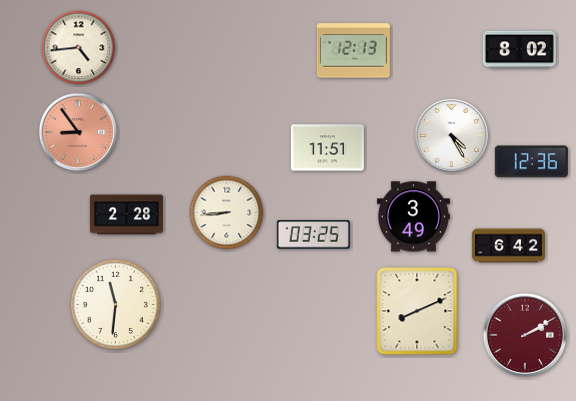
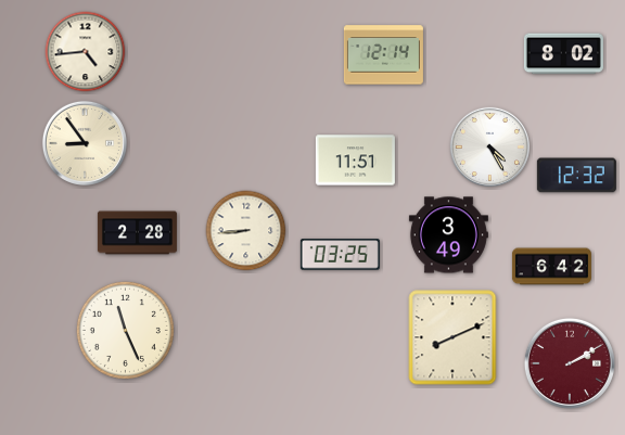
clock at (353, 51): 12:13 -> 12:14
clock at (78, 132) dial: salmon -> cream
clock at (531, 162): 12:36 -> 12:32
clock at (115, 304): 11:31 -> 11:26
